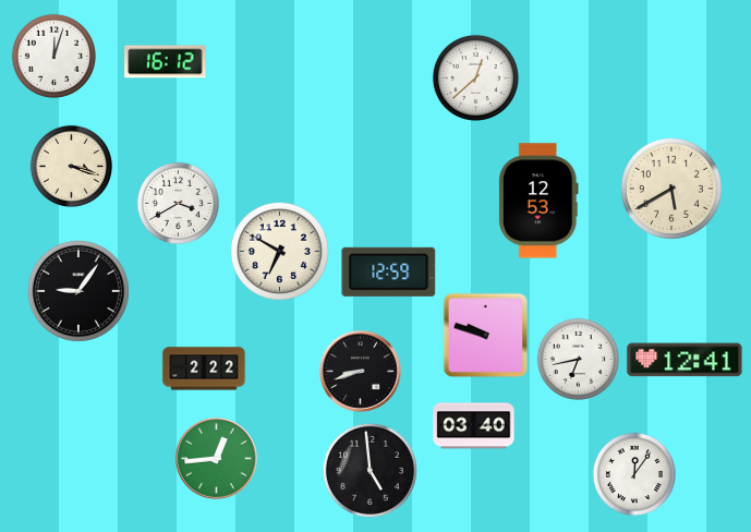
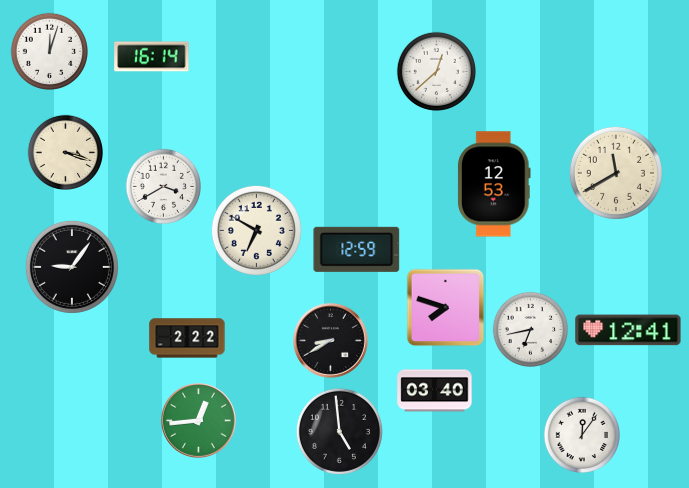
clock at (166, 62): 16:12 -> 16:14
clock at (671, 189): 5:40 -> 11:40
clock at (486, 336): 9:48 -> 7:48
clock at (361, 372): 8:42 -> 8:40
